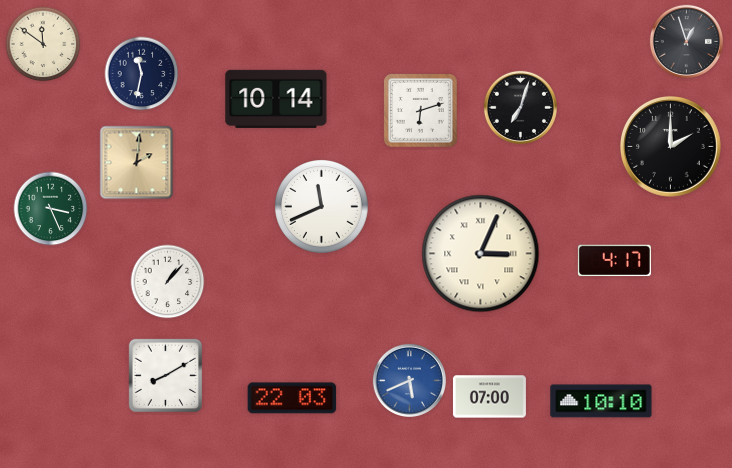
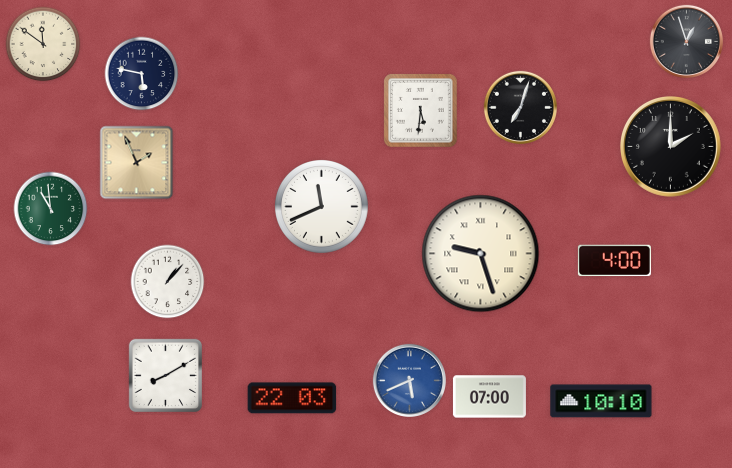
clock at (142, 74): 11:32 -> 5:47
clock at (276, 99): 10:14 -> none
clock at (421, 111): 6:12 -> 5:31
clock at (137, 163): 2:01 -> 1:56
clock at (51, 209): 3:26 -> 10:59
clock at (481, 254): 3:04 -> 9:27
clock at (614, 261): 4:17 -> 4:00
